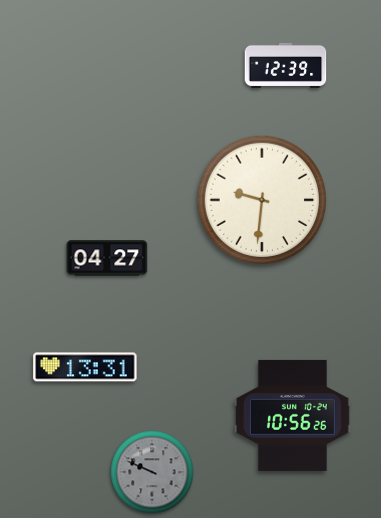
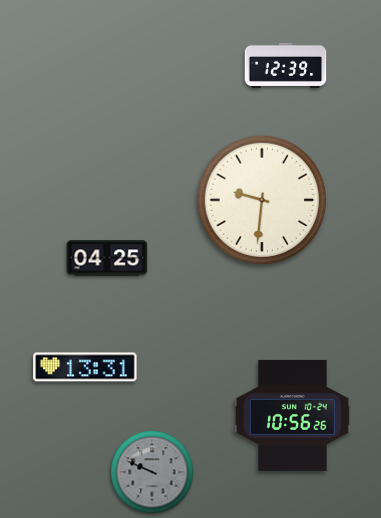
clock at (107, 258): 04:27 -> 04:25
